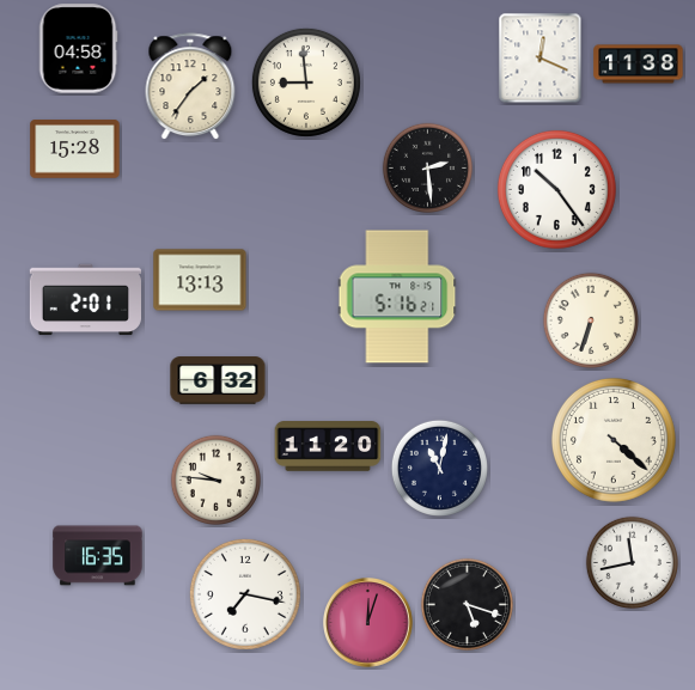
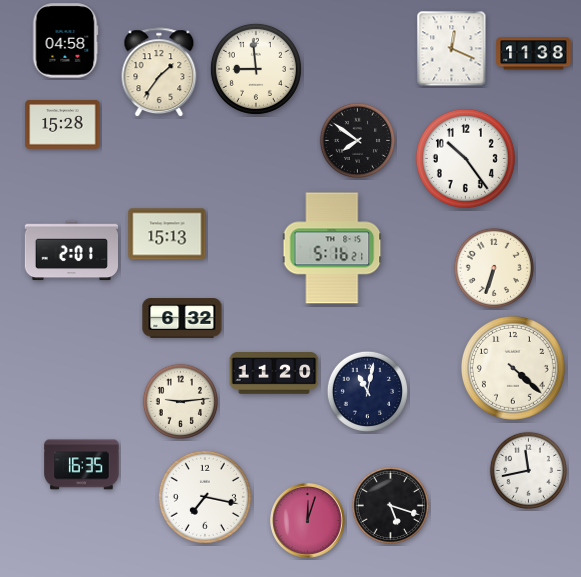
clock at (427, 167): 2:29 -> 7:51
clock at (200, 280): 13:13 -> 15:13
clock at (215, 480): 9:46 -> 9:14
